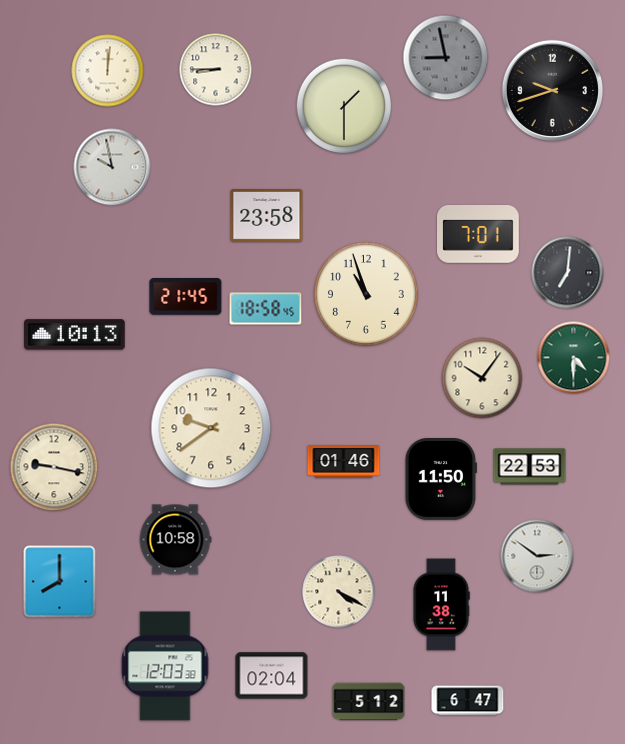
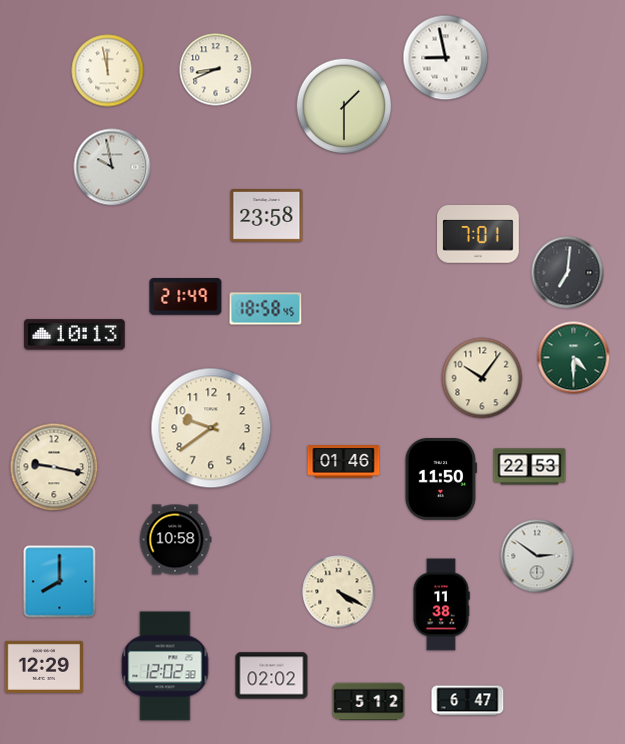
clock at (446, 58) dial: grey -> white
clock at (216, 70): 8:45 -> 8:41
clock at (108, 71): 12:01 -> 11:58
clock at (552, 90): 9:42 -> none
clock at (366, 294): 10:57 -> none
clock at (186, 297): 21:45 -> 21:49
clock at (165, 666): 12:03 -> 12:02
clock at (44, 667): none -> 12:29
clock at (272, 676): 02:04 -> 02:02
